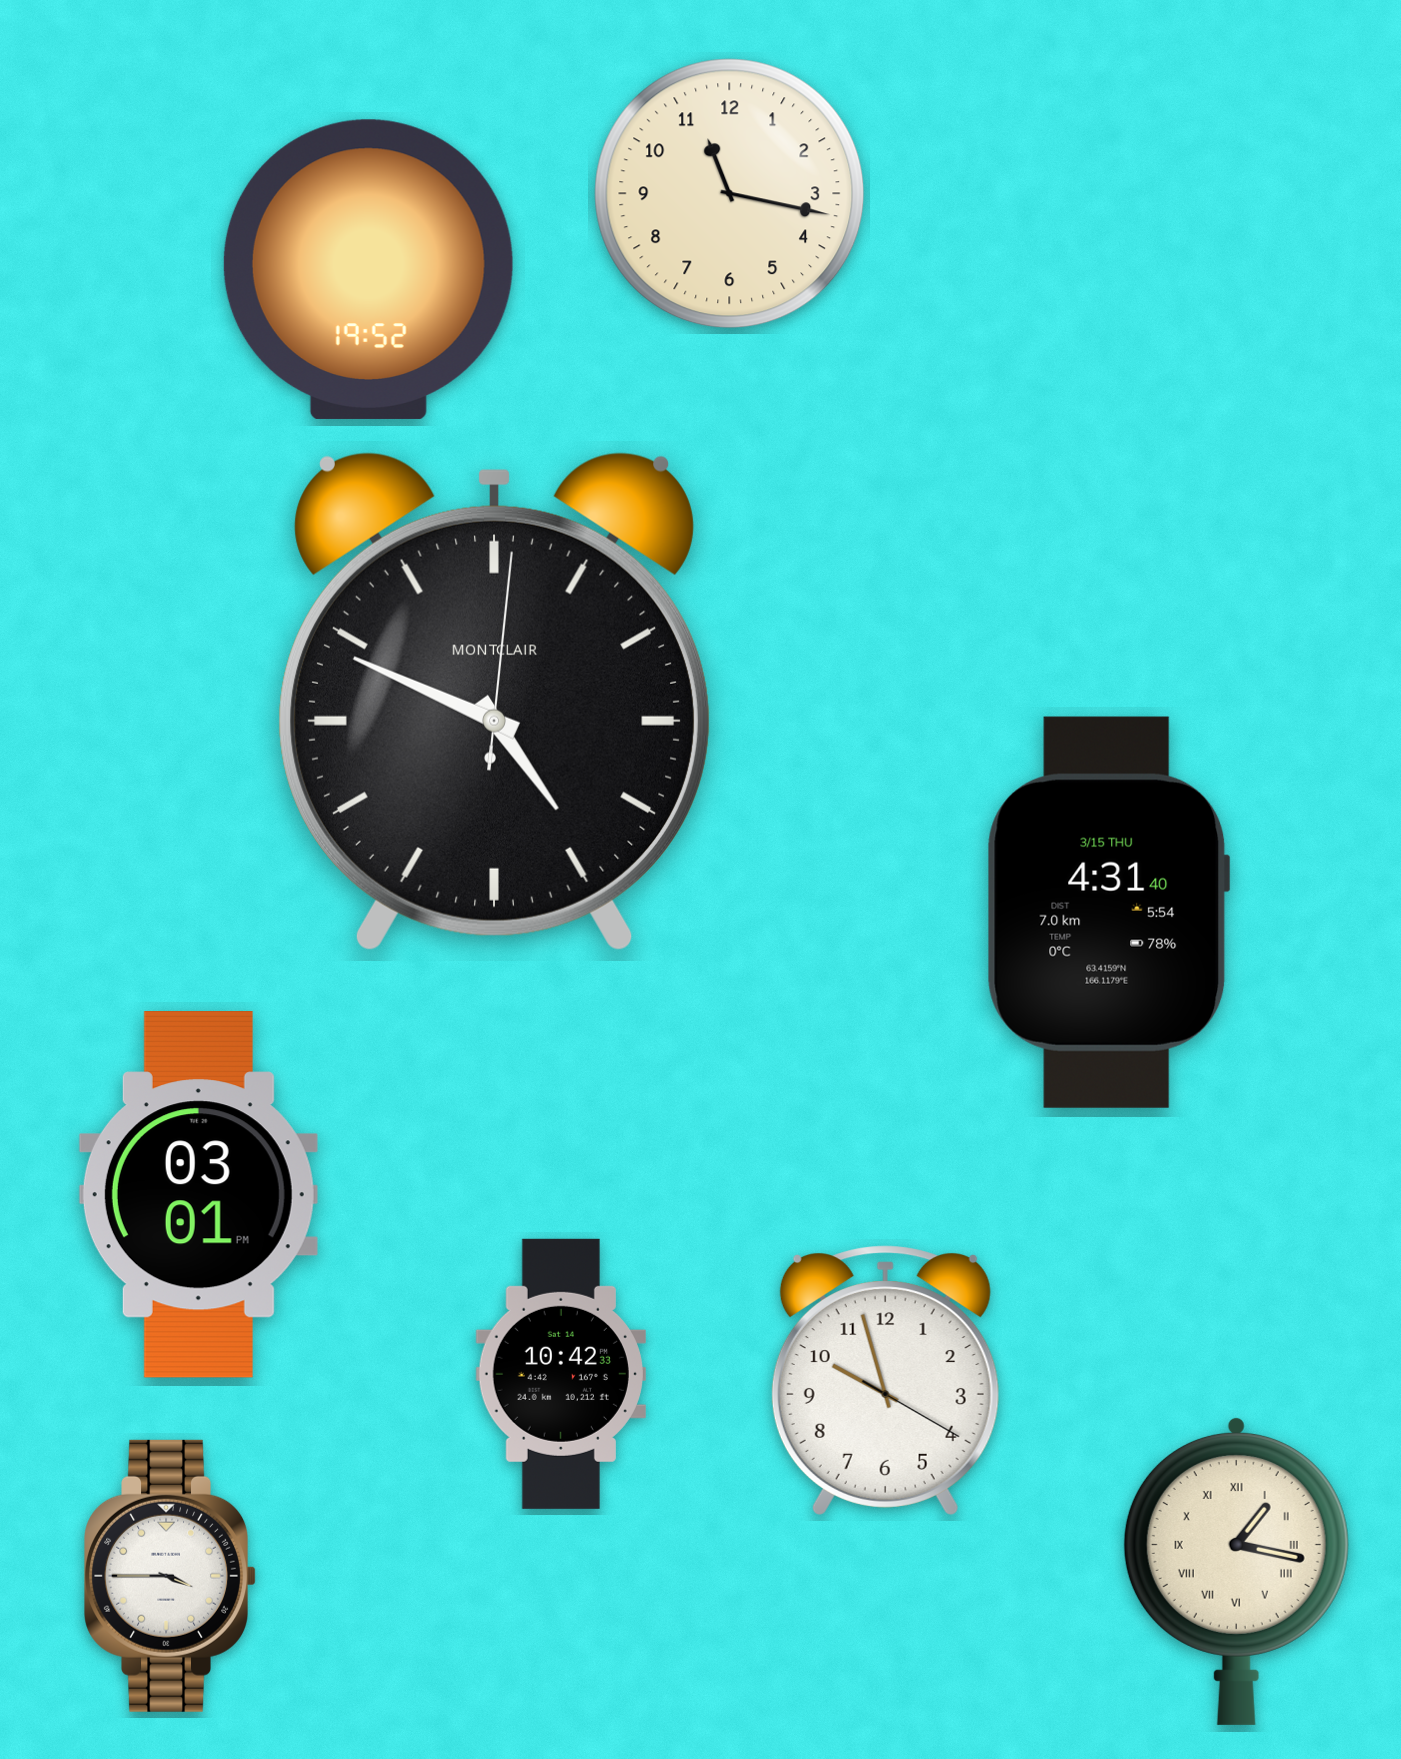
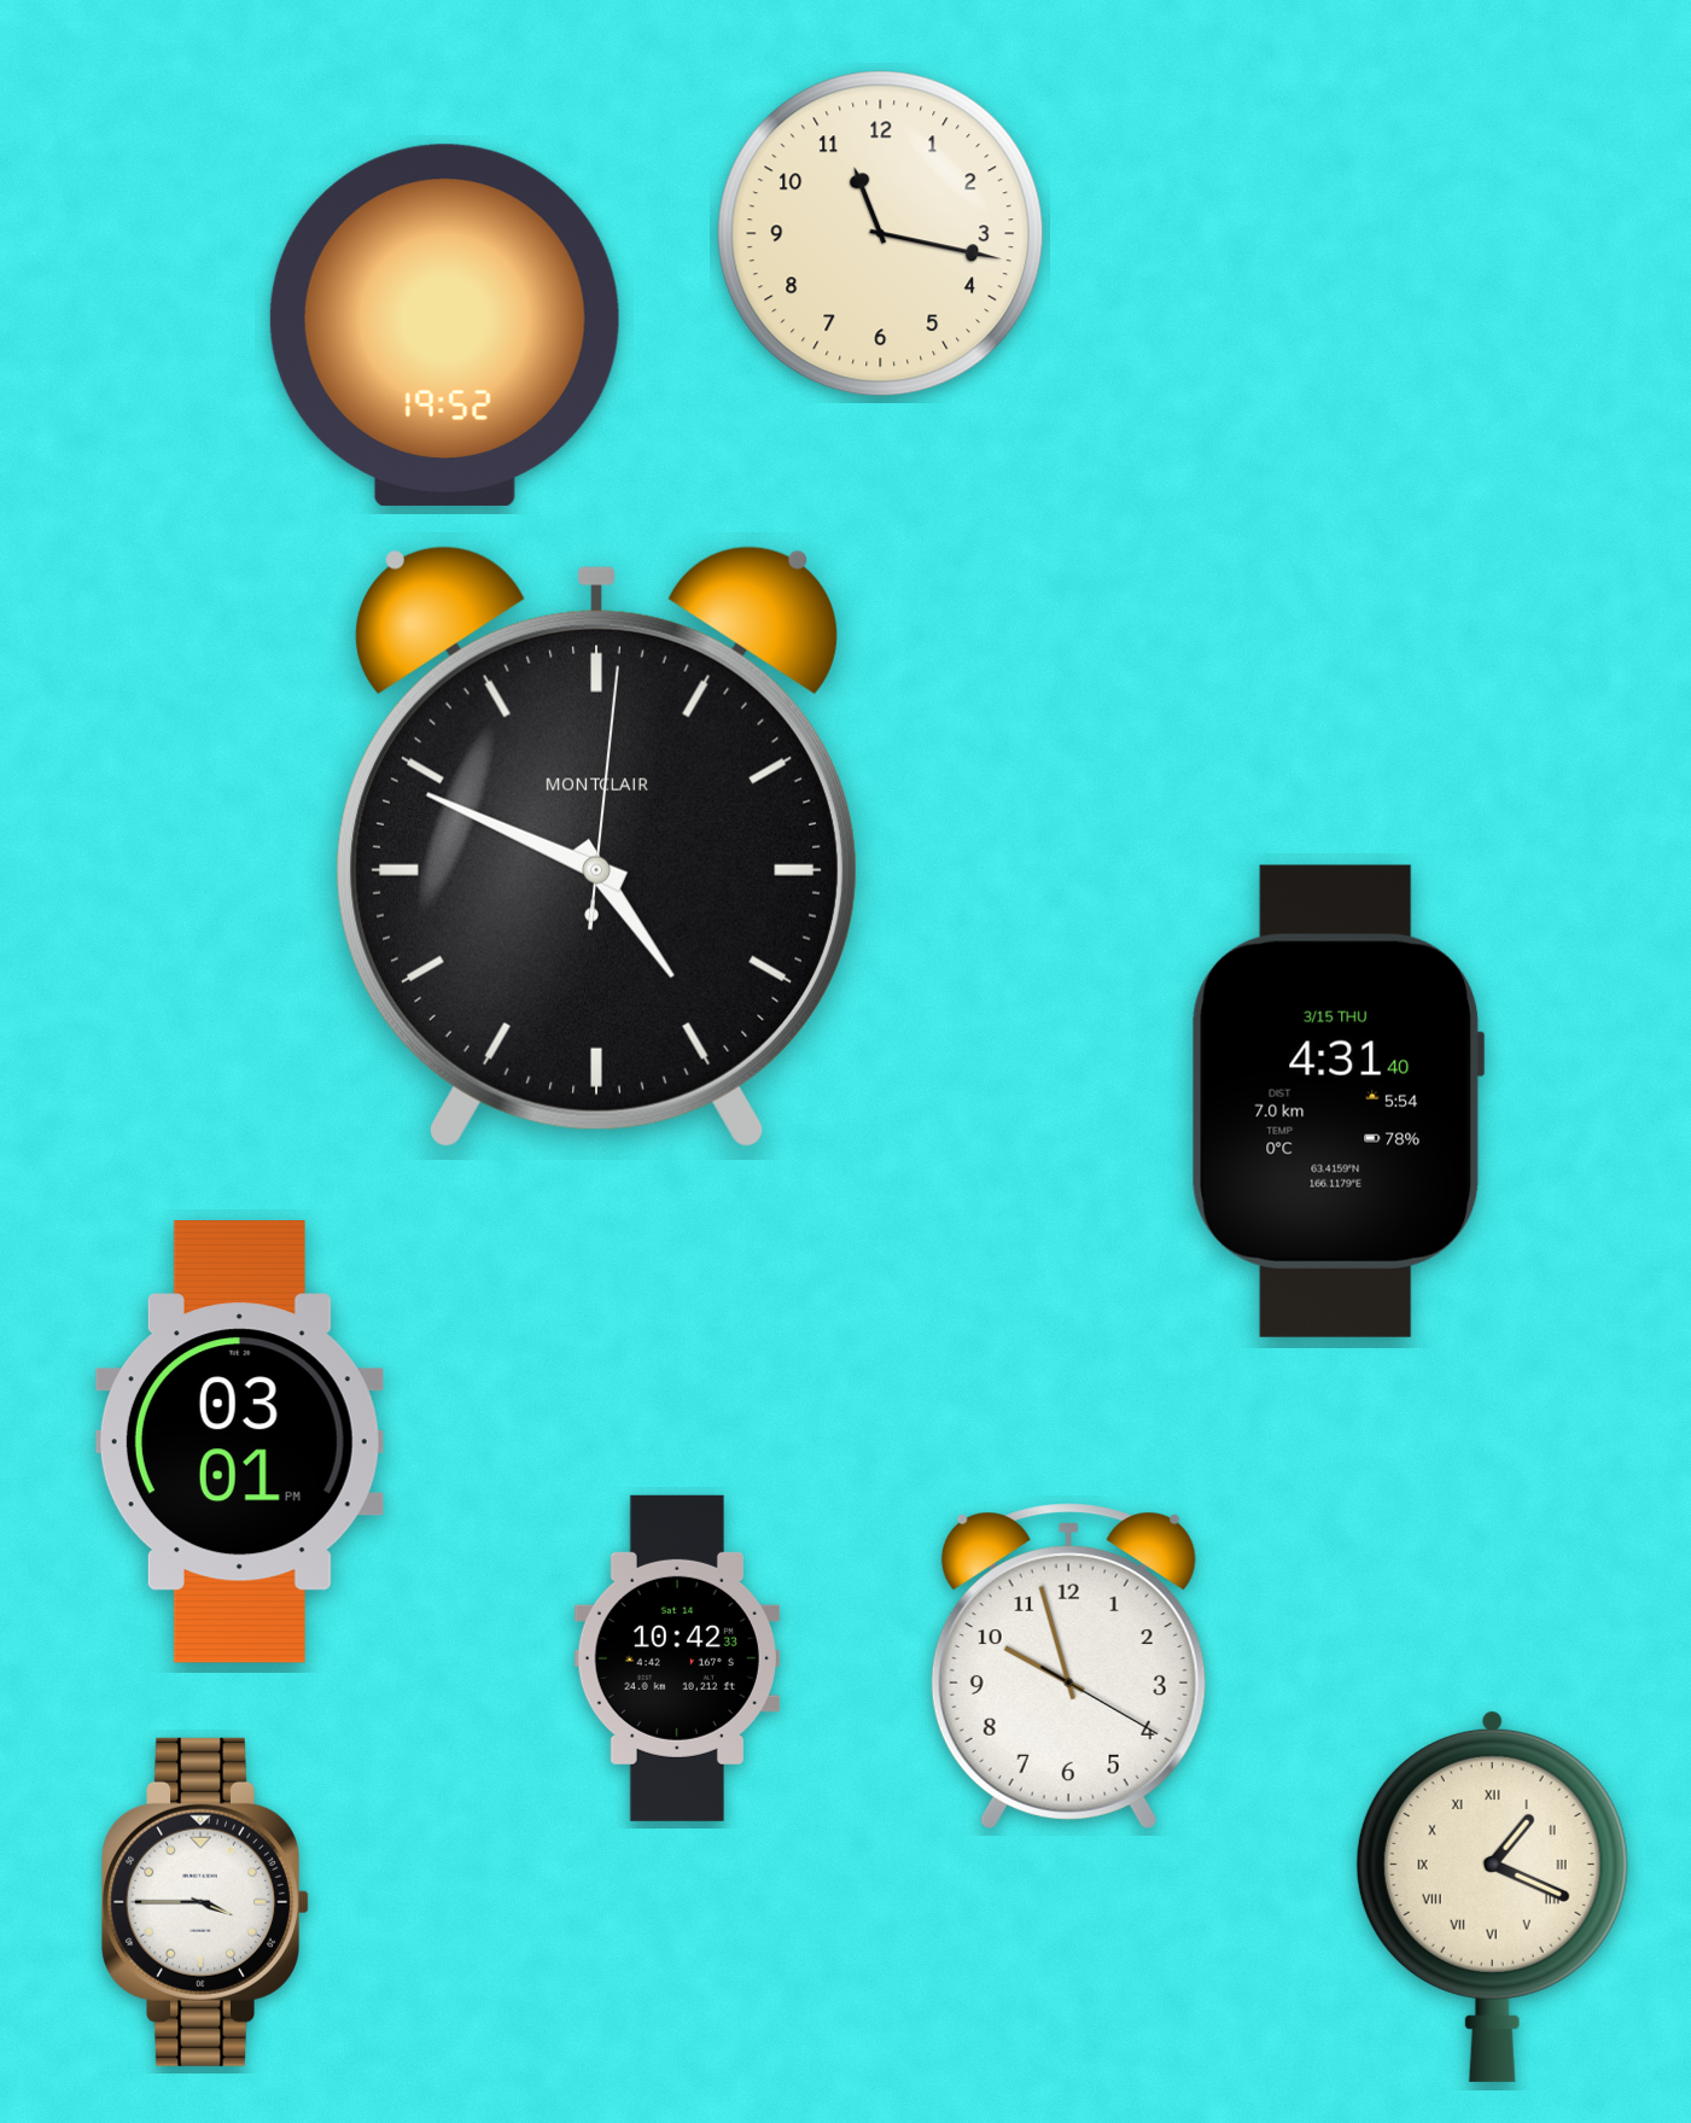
clock at (1236, 1571): 1:17 -> 1:19
